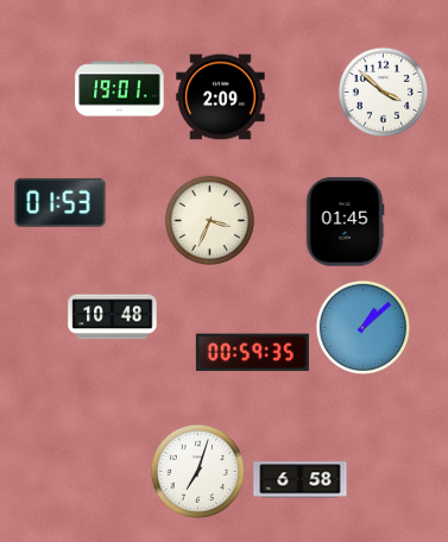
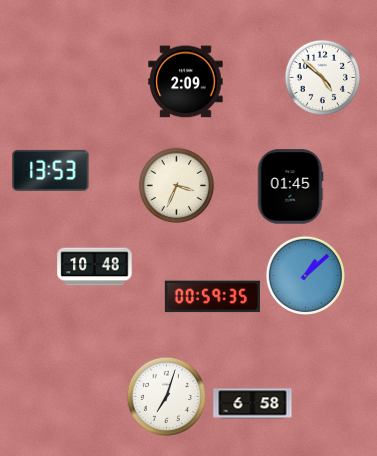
clock at (120, 89): 19:01 -> none
clock at (384, 93): 3:52 -> 4:52
clock at (61, 202): 01:53 -> 13:53
